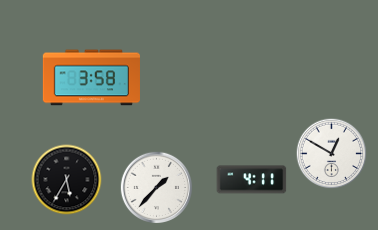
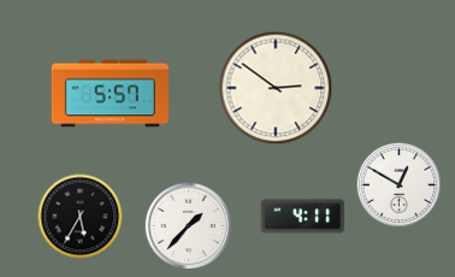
clock at (276, 88): none -> 2:51
clock at (91, 78): 3:58 -> 5:57
